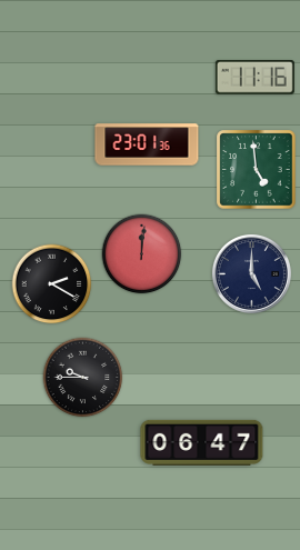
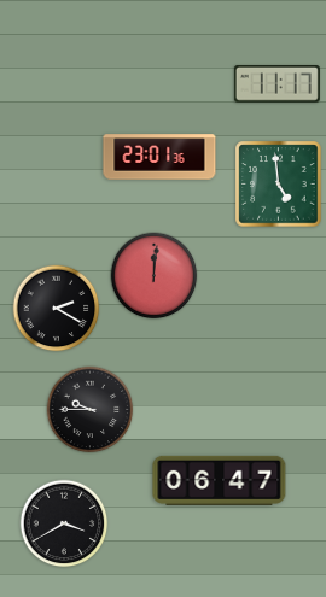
clock at (254, 78): 11:16 -> 11:17
clock at (251, 273): 5:00 -> none
clock at (64, 523): none -> 3:40
